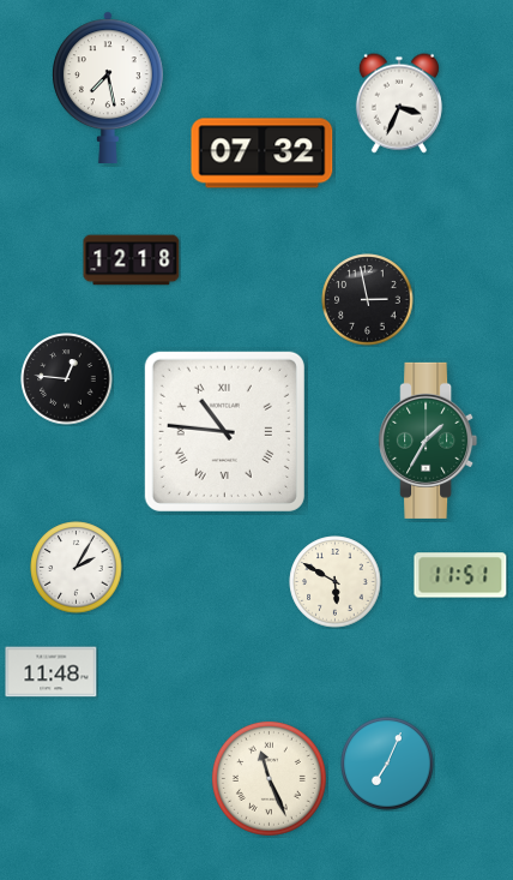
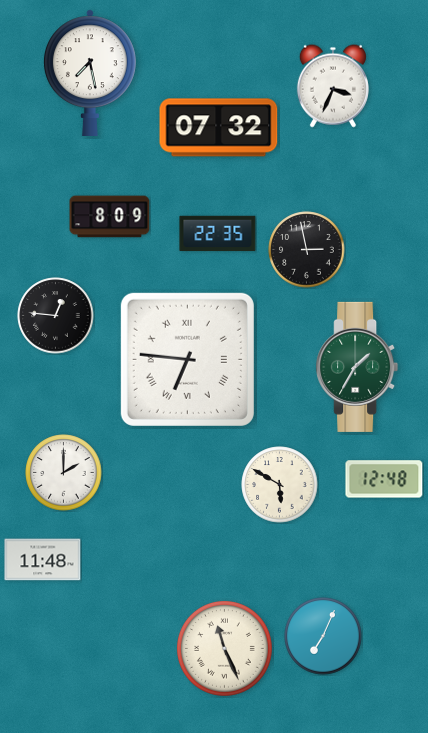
clock at (132, 261): 12:18 -> 8:09
clock at (218, 234): none -> 22:35
clock at (224, 431): 10:46 -> 6:46
clock at (77, 568): 2:05 -> 2:00
clock at (460, 575): 11:51 -> 12:48
